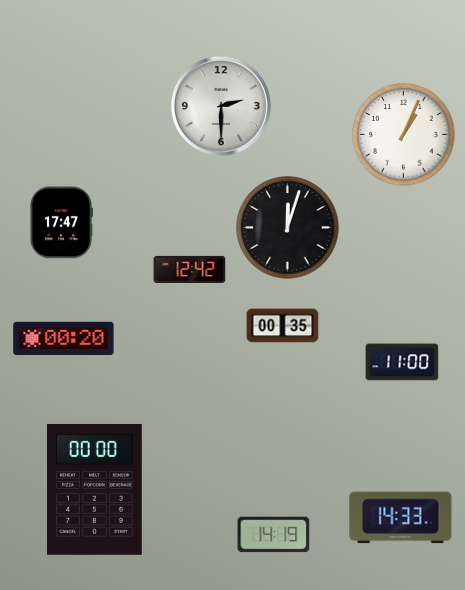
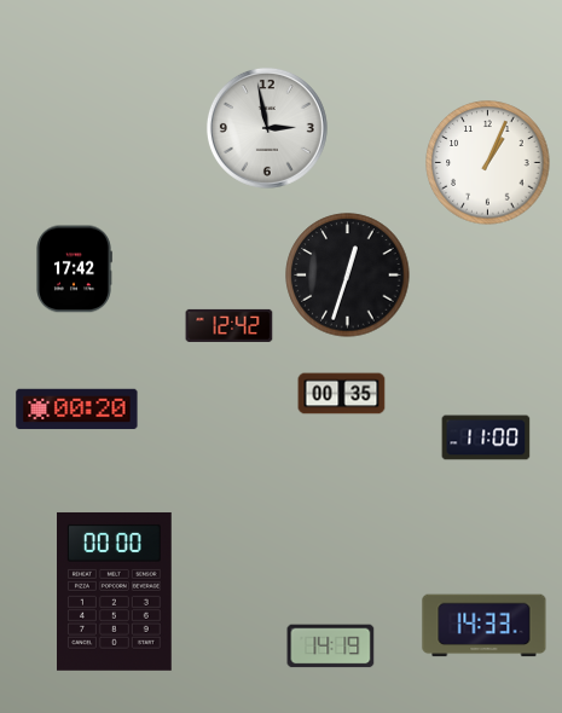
clock at (221, 106): 2:30 -> 2:58
clock at (61, 223): 17:47 -> 17:42
clock at (288, 228): 12:03 -> 12:33
